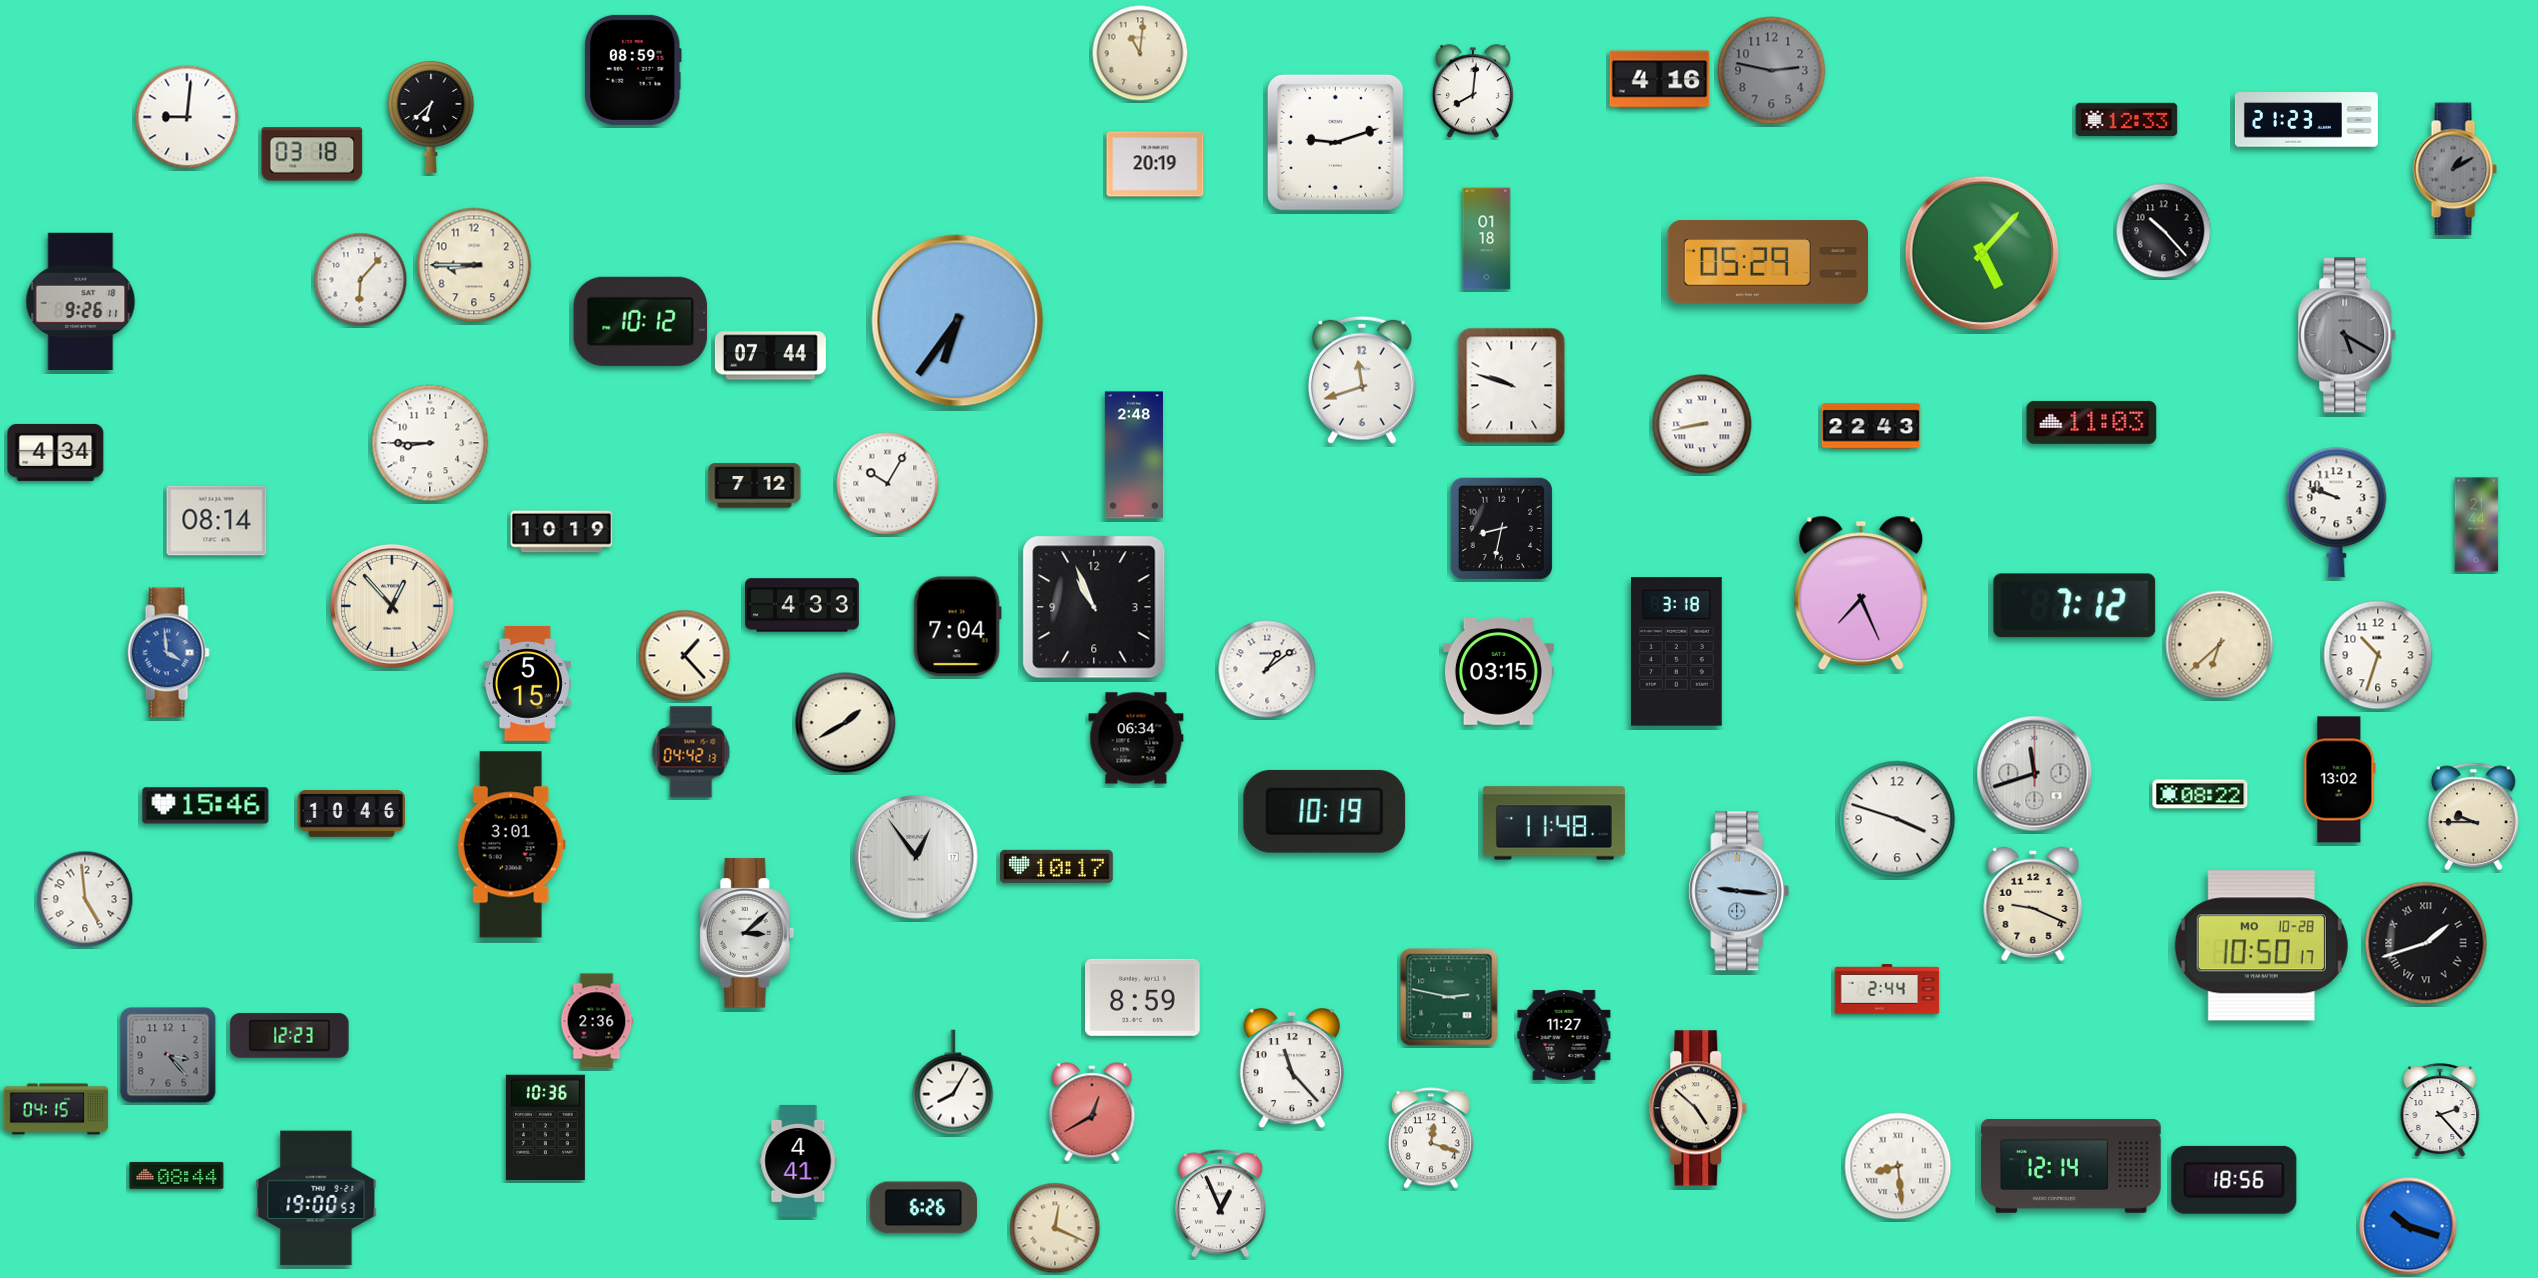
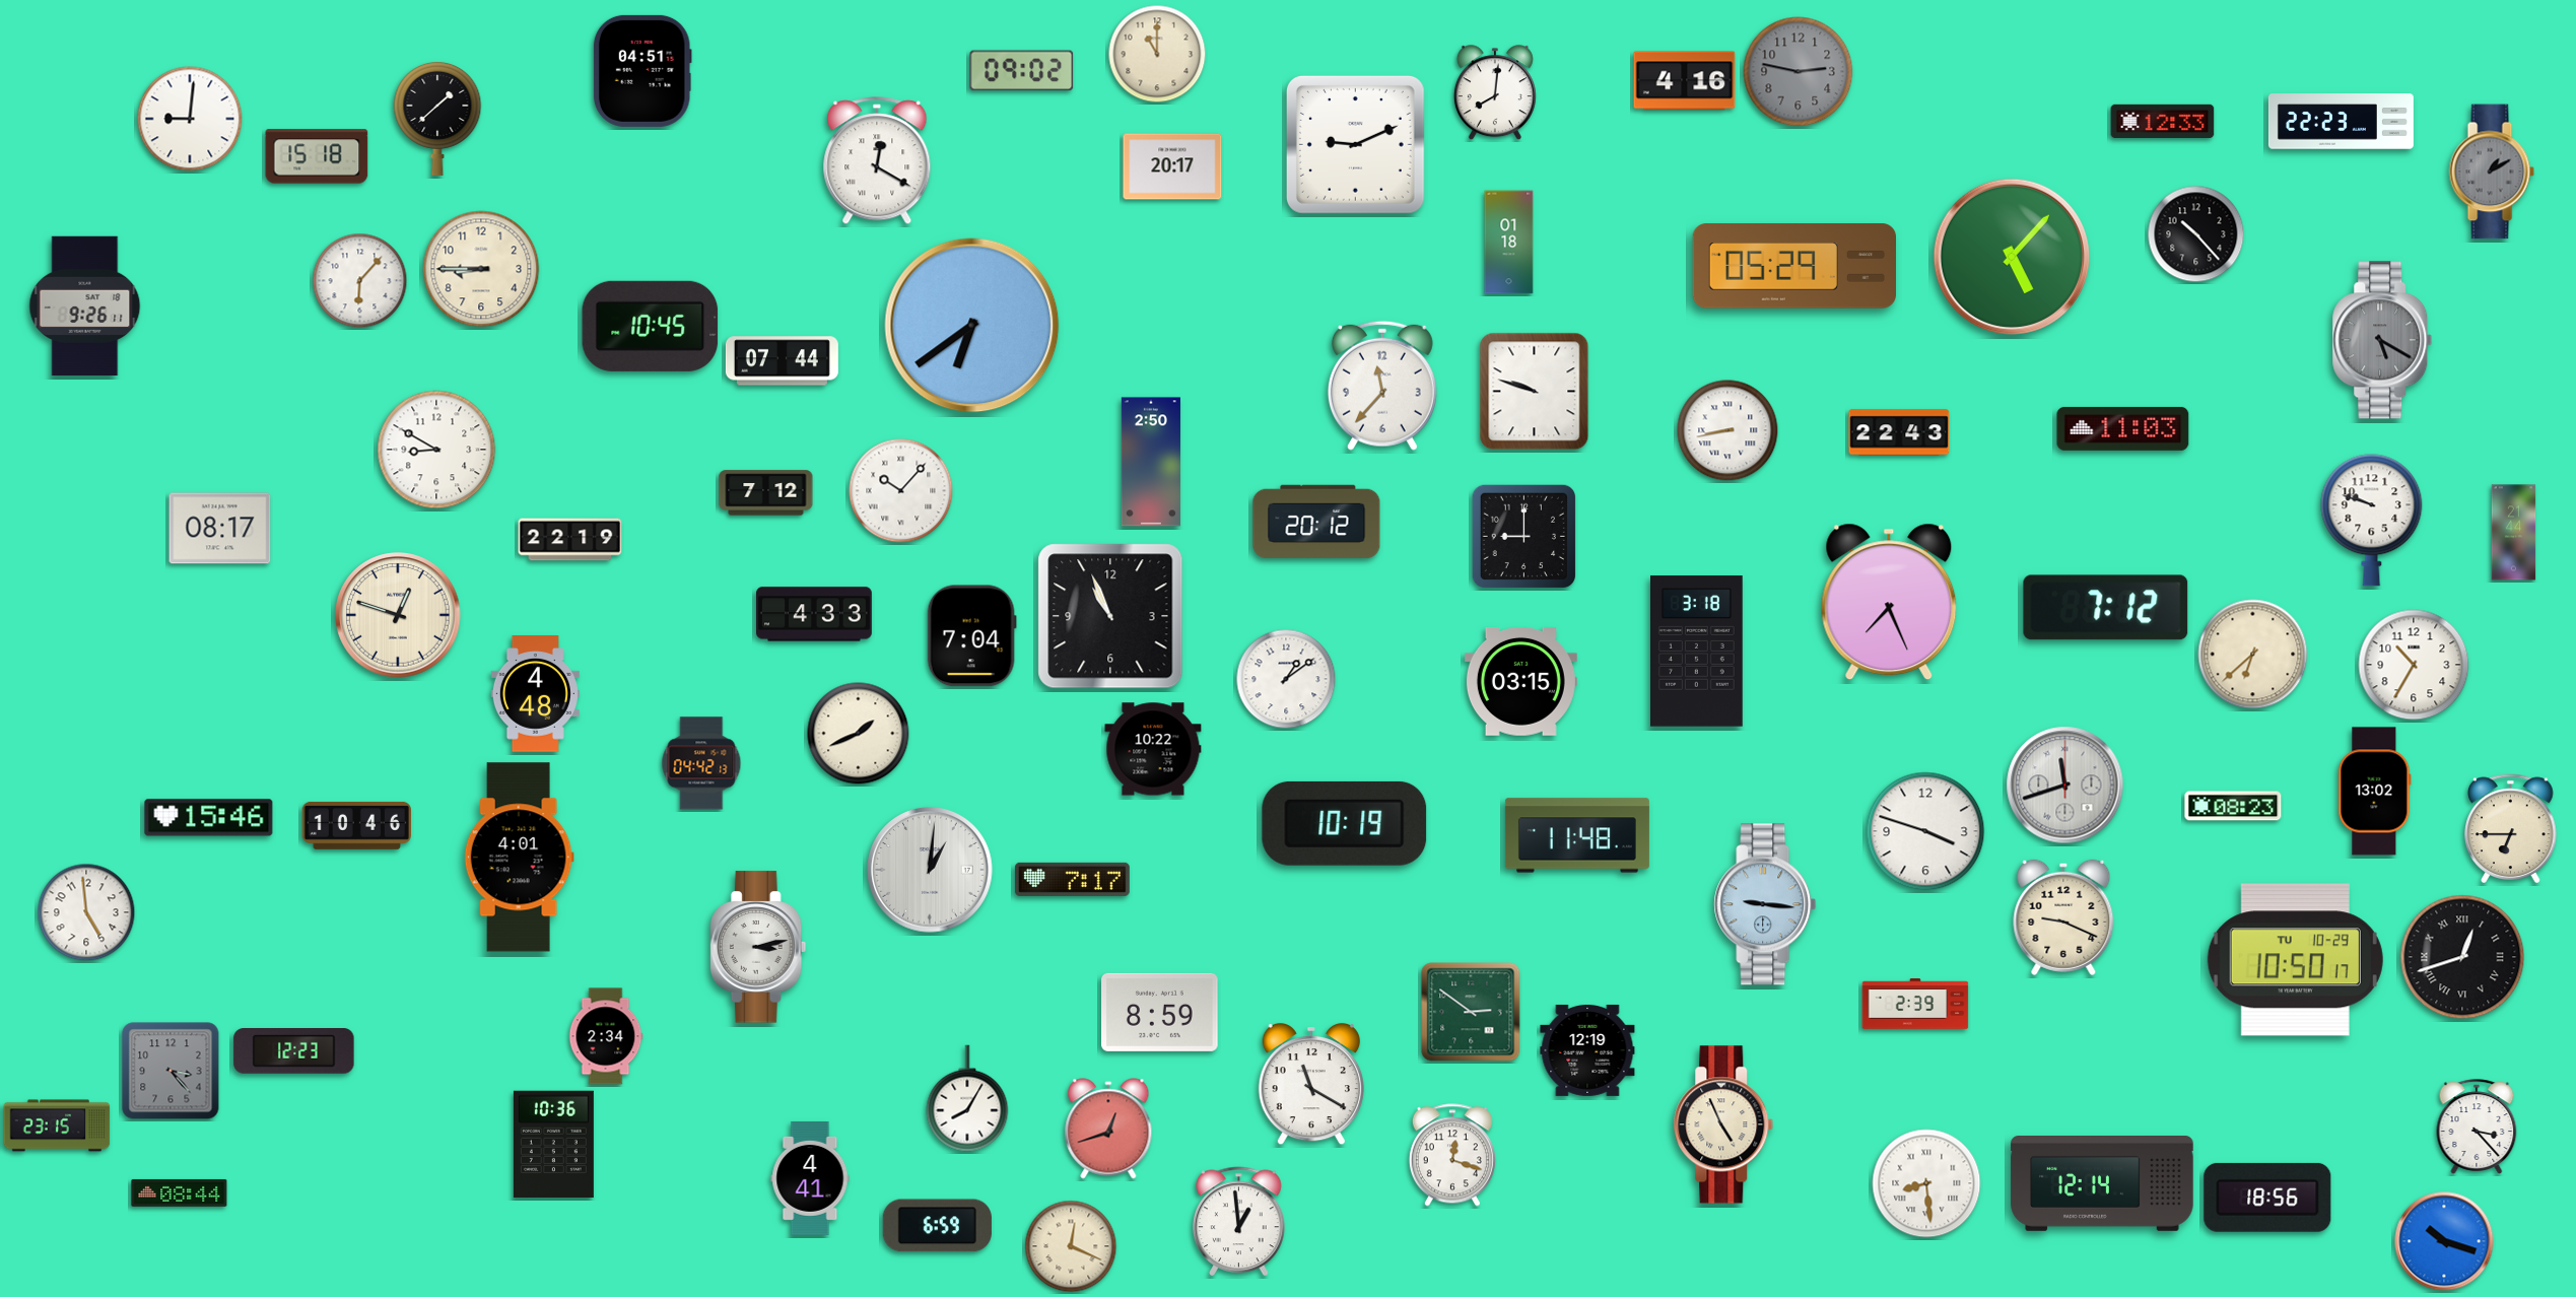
clock at (1140, 53): 11:01 -> 11:00
clock at (633, 70): 08:59 -> 04:51
clock at (1022, 71): none -> 09:02
clock at (431, 116): 6:38 -> 1:38
clock at (2127, 120) position: (2127, 120) -> (2163, 122)
clock at (2306, 120): 21:23 -> 22:23
clock at (1335, 142): 9:12 -> 9:11
clock at (312, 154): 03:18 -> 15:18
clock at (877, 161): none -> 12:20
clock at (1155, 164): 20:19 -> 20:17
clock at (361, 280) position: (361, 280) -> (360, 281)
clock at (81, 302) position: (81, 302) -> (85, 306)
clock at (641, 321): 10:12 -> 10:45
clock at (958, 321): 6:36 -> 6:39
clock at (1362, 380): 11:42 -> 11:37
clock at (430, 443): 8:45 -> 8:50
clock at (56, 452): 4:34 -> none
clock at (1134, 455): 2:48 -> 2:50
clock at (888, 484): 10:05 -> 10:07
clock at (1316, 522): none -> 20:12
clock at (217, 521): 08:14 -> 08:17
clock at (1501, 528): 8:32 -> 9:00
clock at (562, 532): 10:19 -> 22:19
clock at (392, 606): 12:53 -> 12:48
clock at (2075, 606) position: (2075, 606) -> (2106, 608)
clock at (1677, 652) position: (1677, 652) -> (1697, 652)
clock at (168, 653): 3:59 -> none
clock at (2378, 655): 10:33 -> 10:35
clock at (685, 656): 1:23 -> none
clock at (527, 684): 5:15 -> 4:48
clock at (846, 723): 1:40 -> 1:41
clock at (1136, 738): 06:34 -> 10:22
clock at (2200, 794): 08:22 -> 08:23
clock at (2474, 816): 9:45 -> 6:45
clock at (511, 845): 3:01 -> 4:01
clock at (916, 857): 12:54 -> 1:01
clock at (1056, 866): 10:17 -> 7:17
clock at (747, 933): 3:08 -> 3:13
clock at (2426, 943): 1:42 -> 12:42
clock at (2261, 946) date: MO 10-28 -> TU 10-29
clock at (1887, 989): 2:44 -> 2:39
clock at (1449, 997): 2:47 -> 2:51
clock at (597, 1021): 2:36 -> 2:34
clock at (1564, 1035): 11:27 -> 12:19
clock at (1292, 1068): 11:23 -> 11:20
clock at (1698, 1108): 4:52 -> 4:56
clock at (56, 1109): 04:15 -> 23:15
clock at (2440, 1110): 2:23 -> 3:23
clock at (1092, 1112): 12:40 -> 12:42
clock at (316, 1198): 19:00 -> none
clock at (1221, 1203): 12:56 -> 12:59
clock at (923, 1208): 6:26 -> 6:59
clock at (2408, 1226) position: (2408, 1226) -> (2444, 1241)
